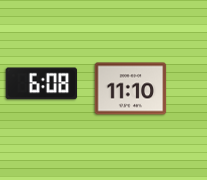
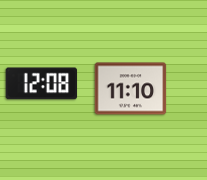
clock at (42, 84): 6:08 -> 12:08
